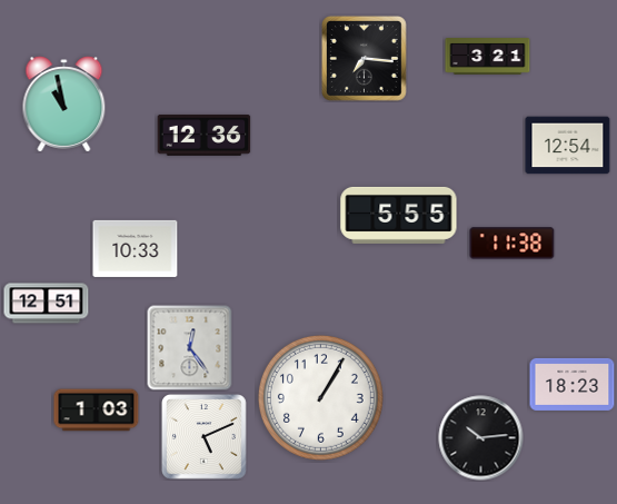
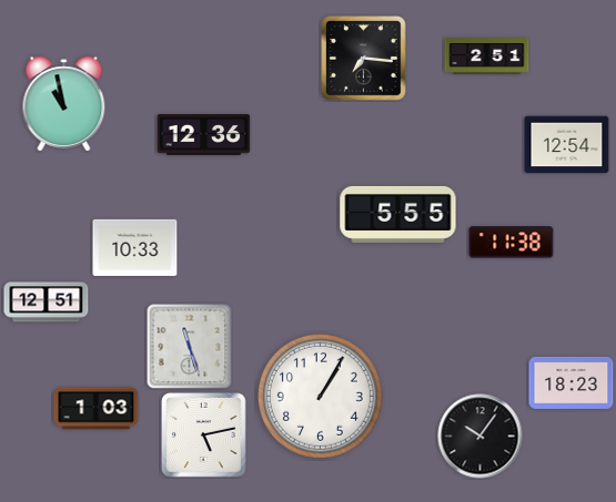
clock at (488, 57): 3:21 -> 2:51
clock at (190, 348): 12:24 -> 11:27
clock at (205, 437): 5:11 -> 5:13
clock at (481, 438): 10:14 -> 10:06
